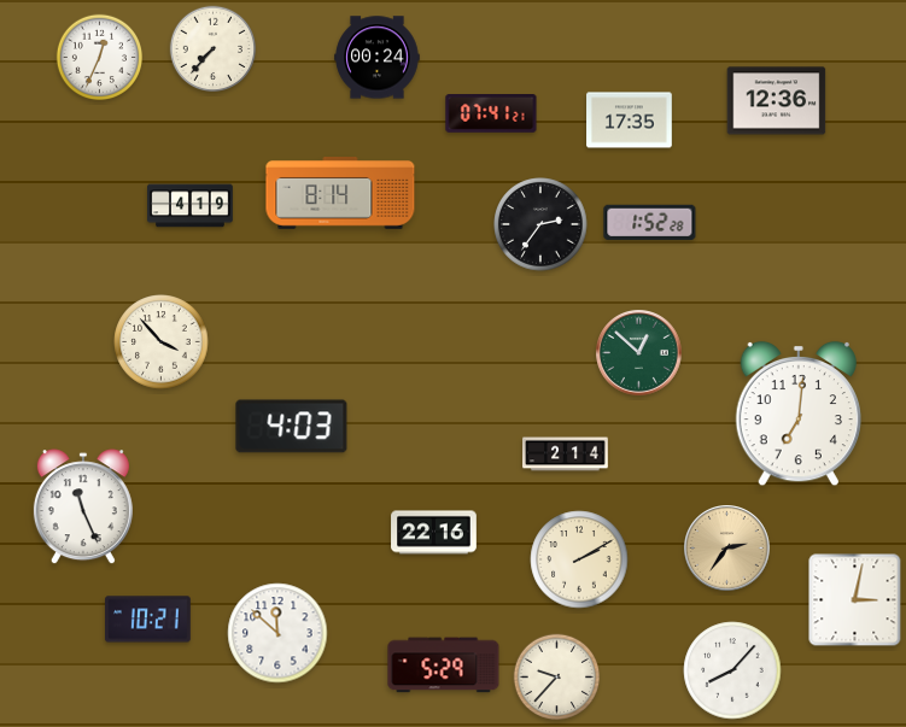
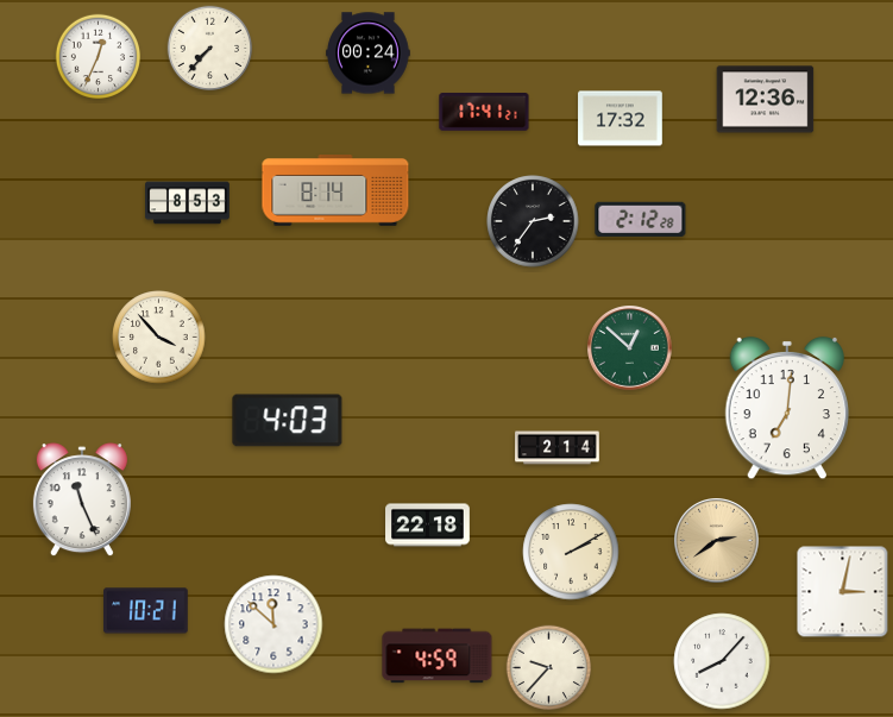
clock at (378, 58) position: (378, 58) -> (369, 54)
clock at (491, 115): 07:41 -> 17:41
clock at (630, 121): 17:35 -> 17:32
clock at (191, 206): 4:19 -> 8:53
clock at (650, 222): 1:52 -> 2:12
clock at (434, 533): 22:16 -> 22:18
clock at (727, 549): 2:36 -> 2:39
clock at (444, 666): 5:29 -> 4:59
